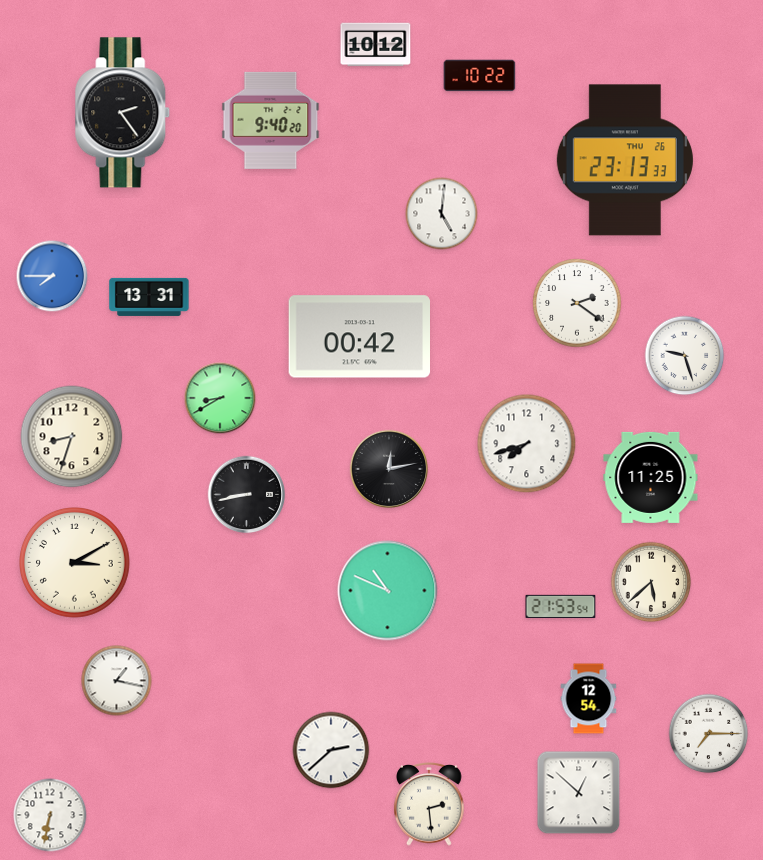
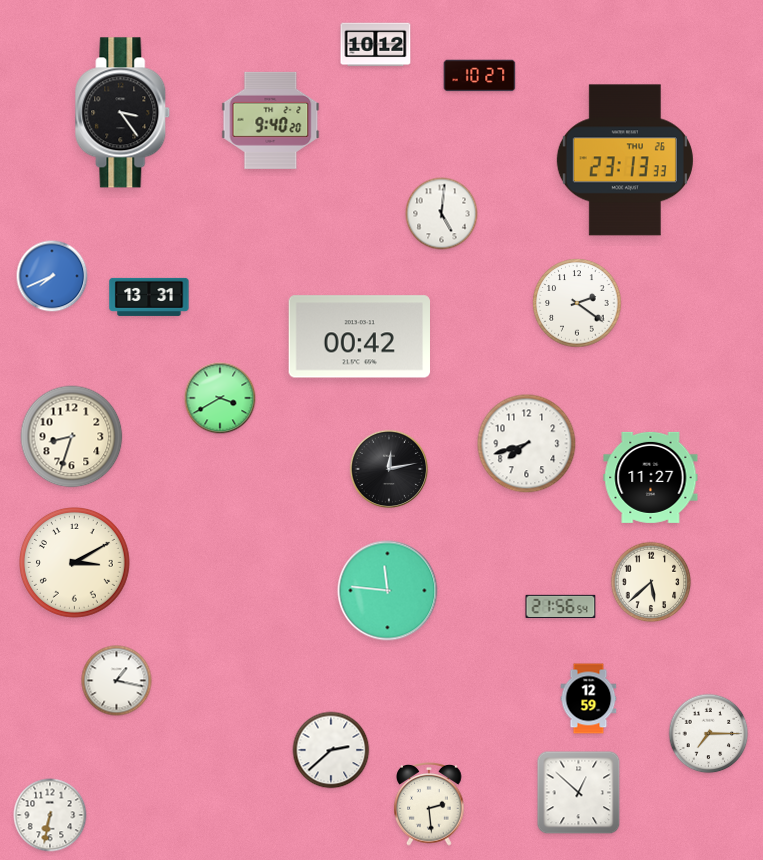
clock at (480, 76): 10:22 -> 10:27
clock at (123, 113): 2:24 -> 3:24
clock at (52, 276): 7:45 -> 7:41
clock at (685, 356): 9:27 -> none
clock at (220, 398): 8:40 -> 3:40
clock at (651, 477): 11:25 -> 11:27
clock at (247, 495): 8:43 -> none
clock at (388, 591): 10:49 -> 11:46
clock at (561, 606): 21:53 -> 21:56
clock at (589, 699): 12:54 -> 12:59
